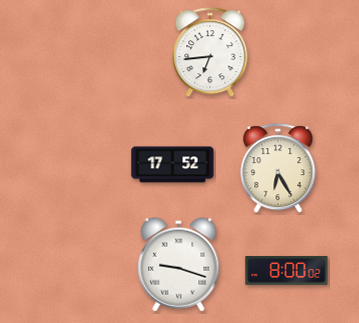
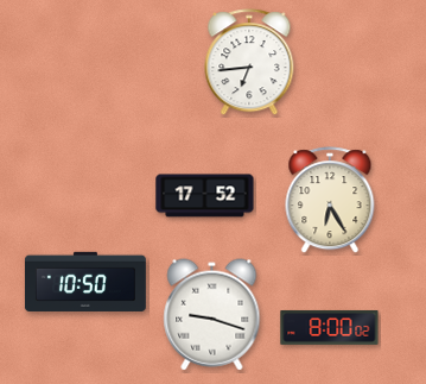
clock at (85, 282): none -> 10:50
clock at (287, 271) position: (287, 271) -> (330, 328)
